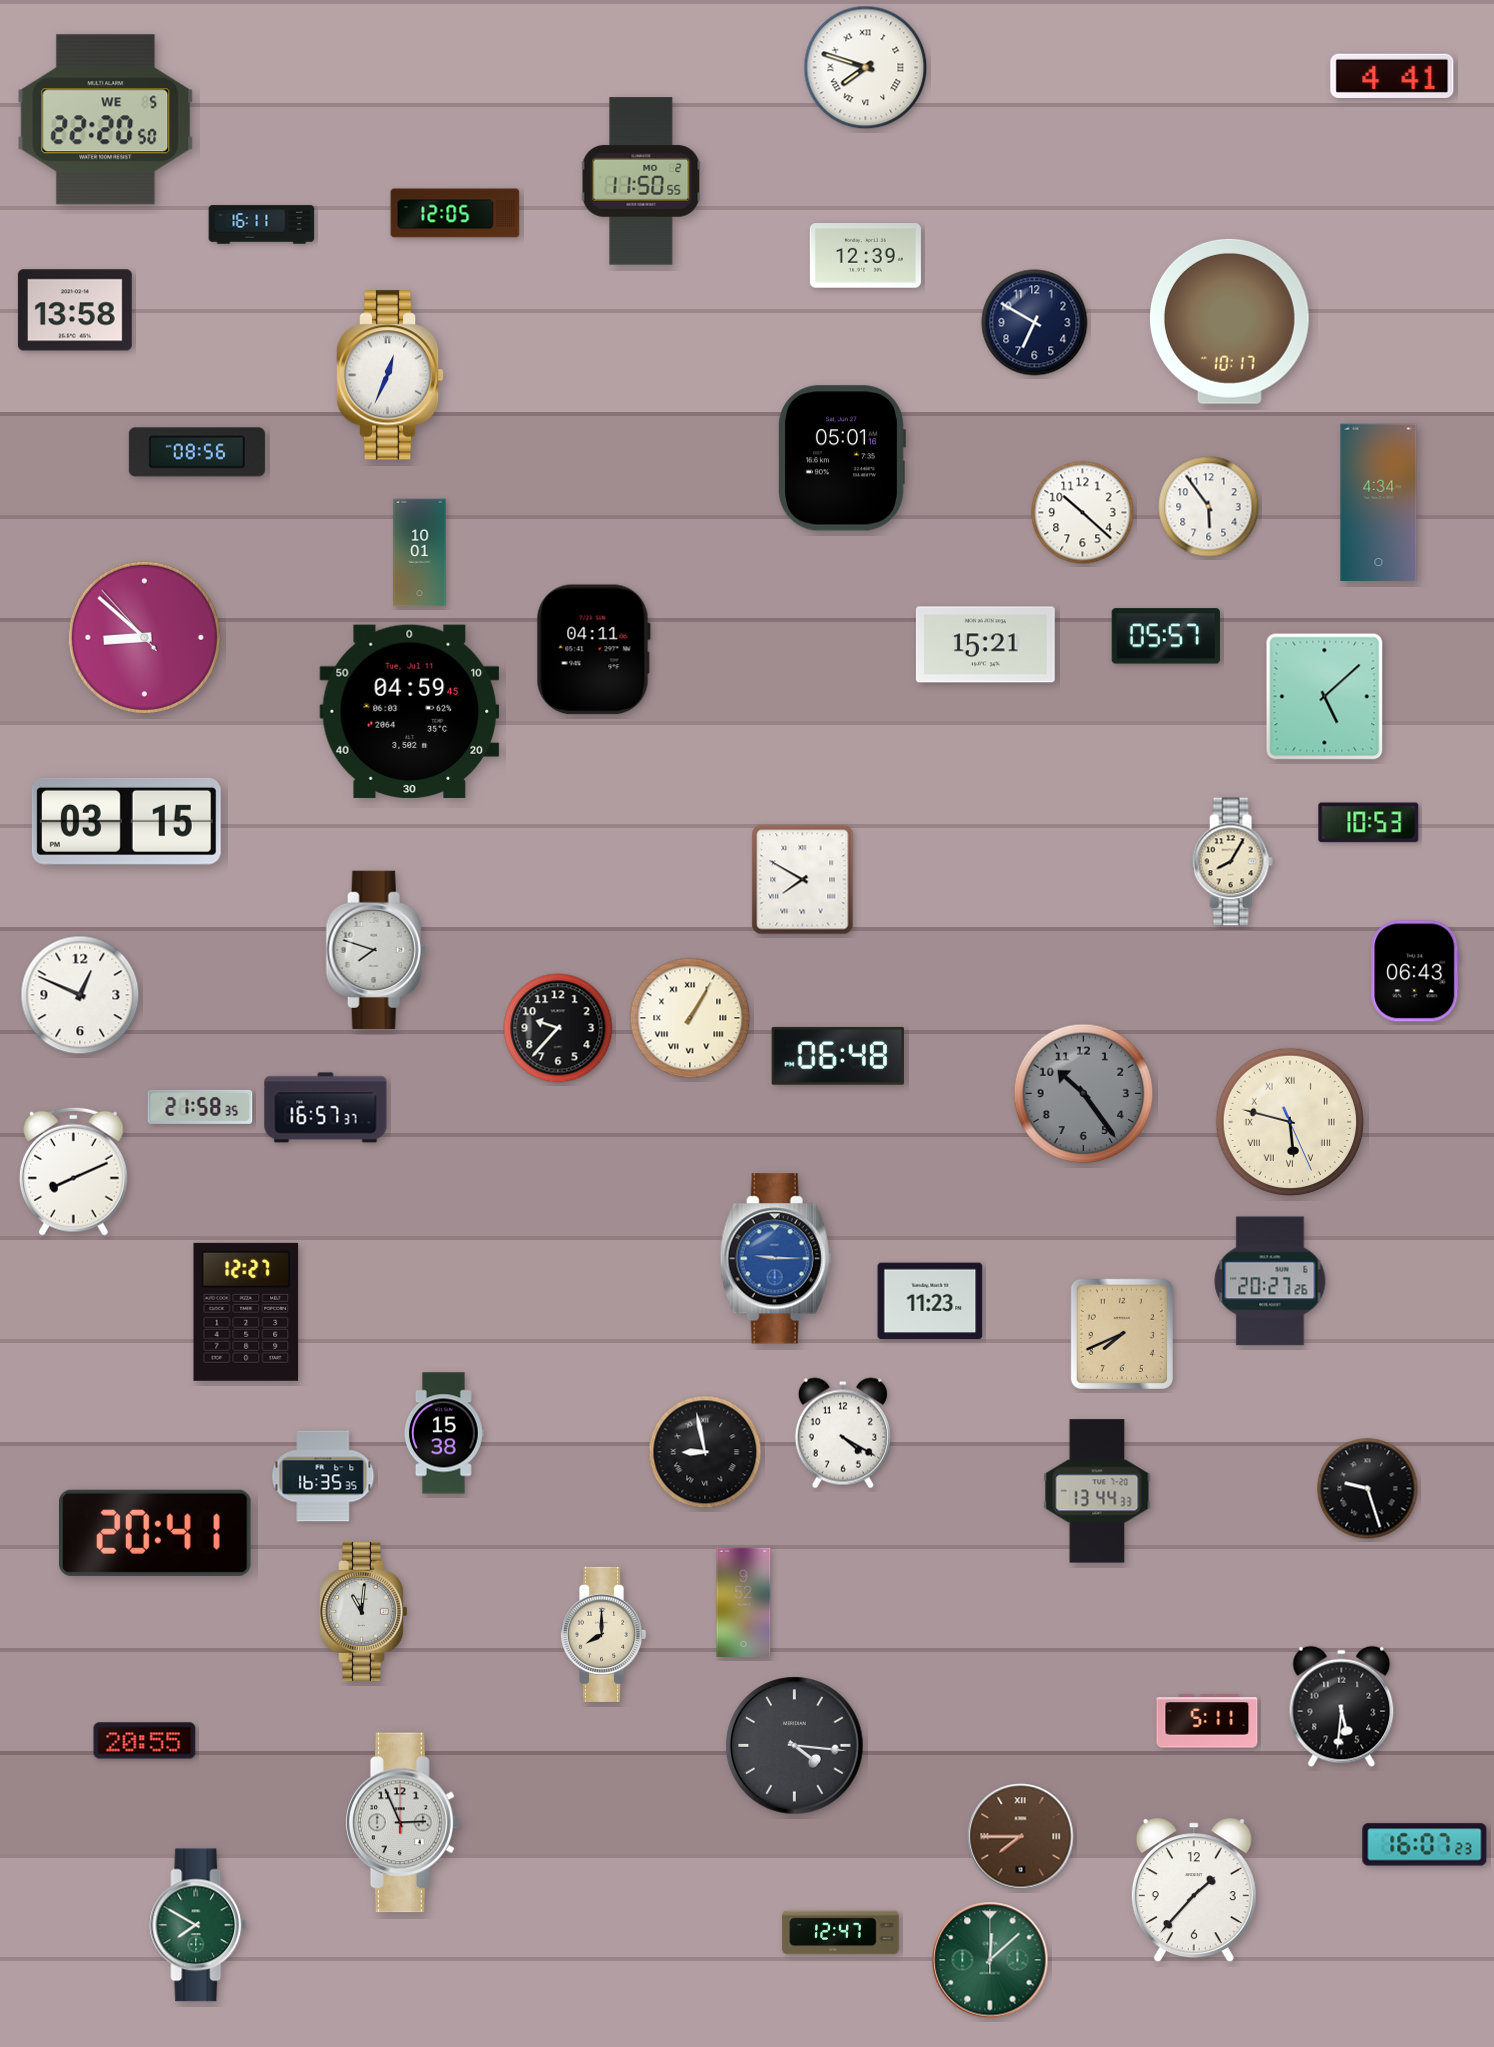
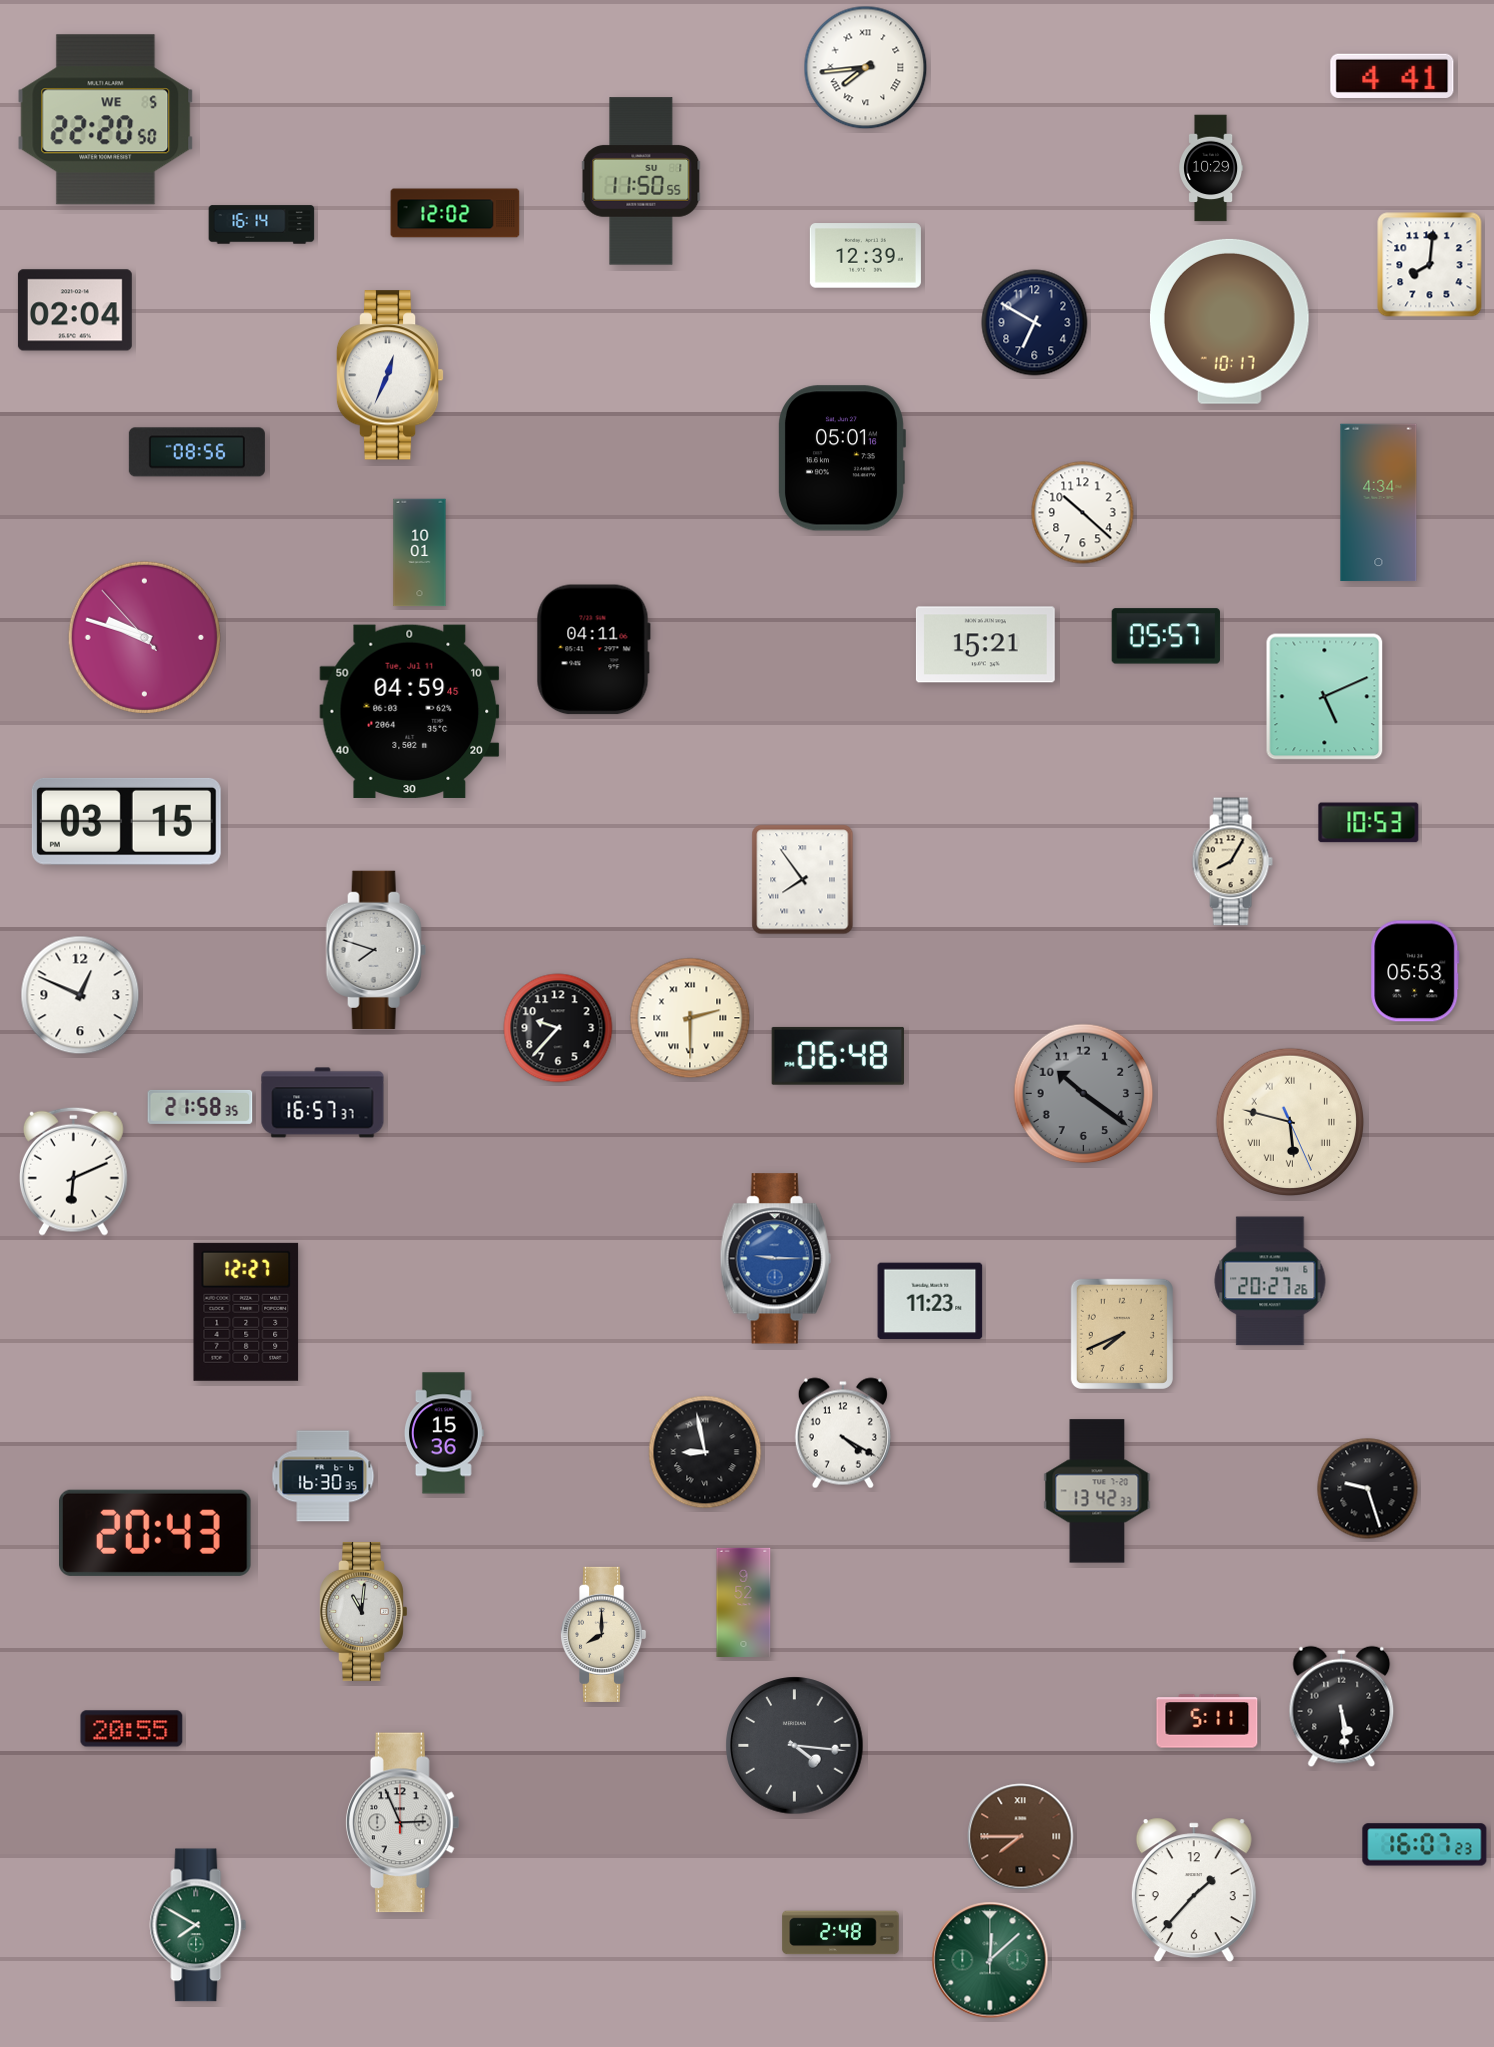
clock at (866, 68): 7:48 -> 7:44
clock at (1211, 168): none -> 10:29
clock at (641, 181) date: MO 2 -> SU 1
clock at (455, 213): 12:05 -> 12:02
clock at (262, 225): 16:11 -> 16:14
clock at (1430, 265): none -> 8:01
clock at (75, 310): 13:58 -> 02:04
clock at (1209, 507): 5:54 -> none
clock at (144, 637): 8:51 -> 9:47
clock at (1325, 697): 5:08 -> 5:11
clock at (803, 880): 7:50 -> 7:54
clock at (1415, 971): 06:43 -> 05:53
clock at (690, 1018): 1:05 -> 2:30
clock at (1084, 1094): 10:24 -> 10:21
clock at (326, 1108) position: (326, 1108) -> (323, 1103)
clock at (73, 1171): 8:11 -> 6:11
clock at (444, 1433): 15:38 -> 15:36
clock at (323, 1476): 16:35 -> 16:30
clock at (1097, 1491): 13:44 -> 13:42
clock at (156, 1533): 20:41 -> 20:43
clock at (1342, 1707): 5:31 -> 5:29
clock at (145, 1741) position: (145, 1741) -> (132, 1729)
clock at (841, 1933): 12:47 -> 2:48
